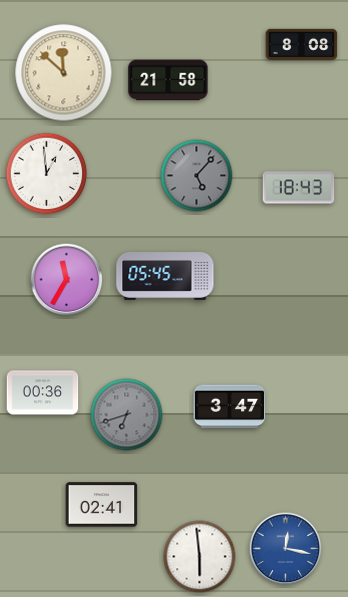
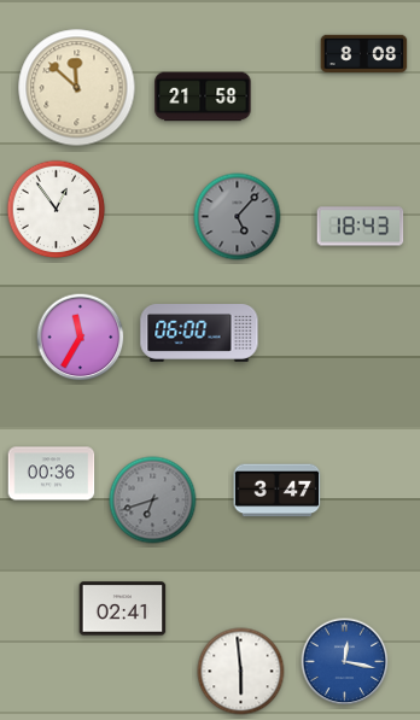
clock at (47, 174): 12:59 -> 12:54
clock at (197, 176) position: (197, 176) -> (238, 217)
clock at (165, 277): 05:45 -> 06:00
